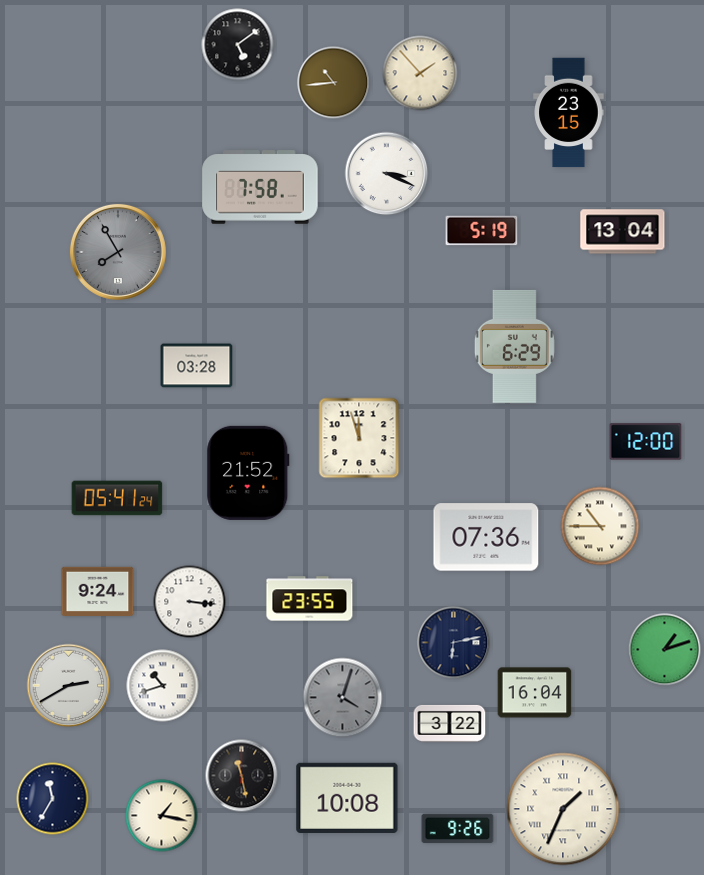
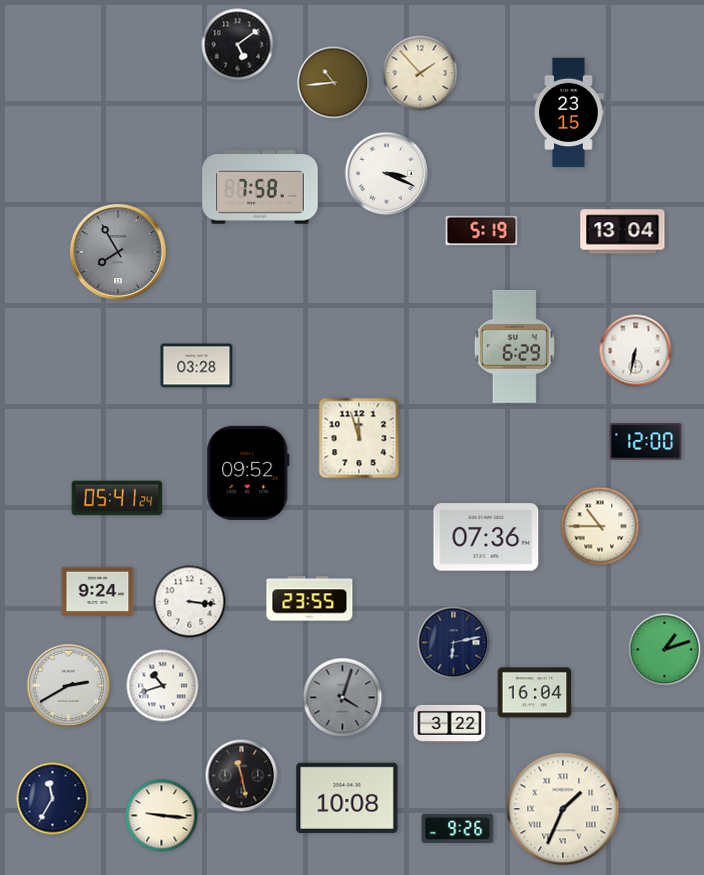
clock at (636, 351): none -> 6:32
clock at (248, 473): 21:52 -> 09:52
clock at (162, 816): 1:17 -> 9:16
